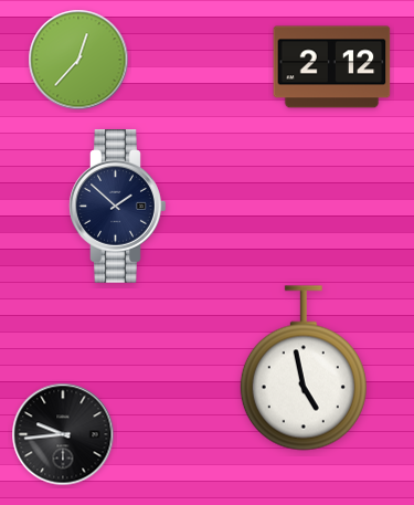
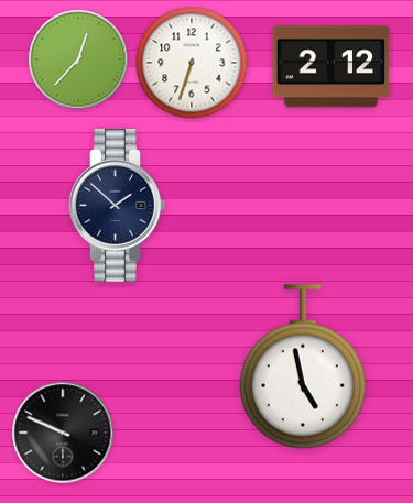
clock at (192, 63): none -> 6:33
clock at (63, 434): 9:44 -> 9:49
